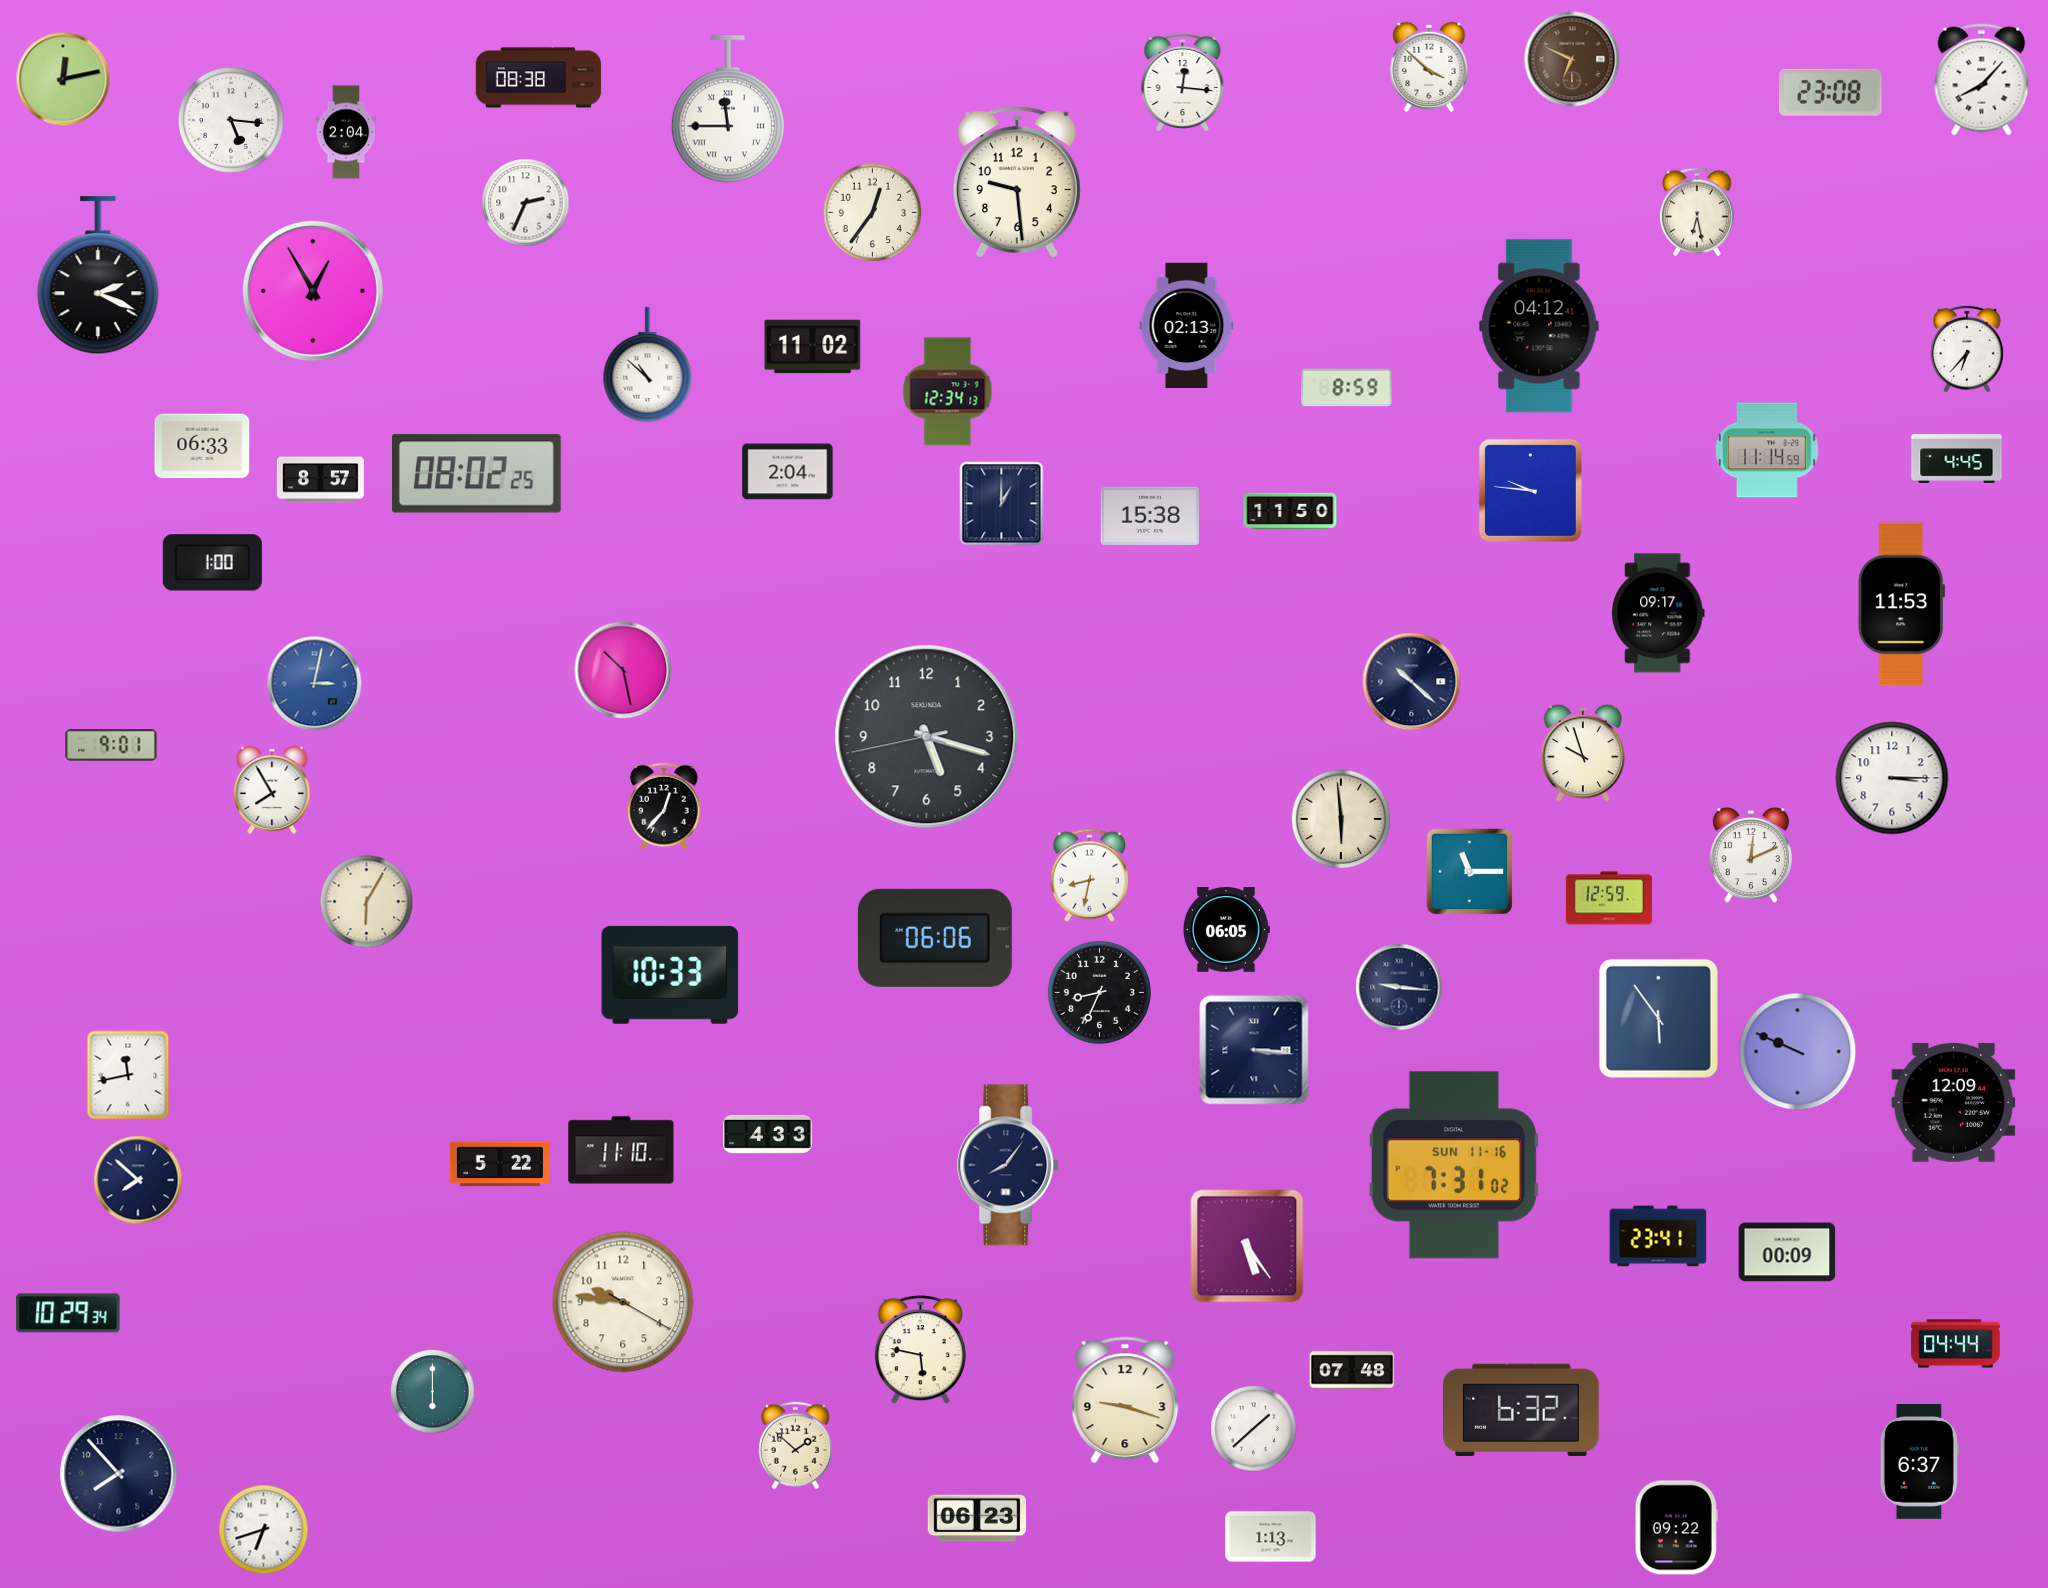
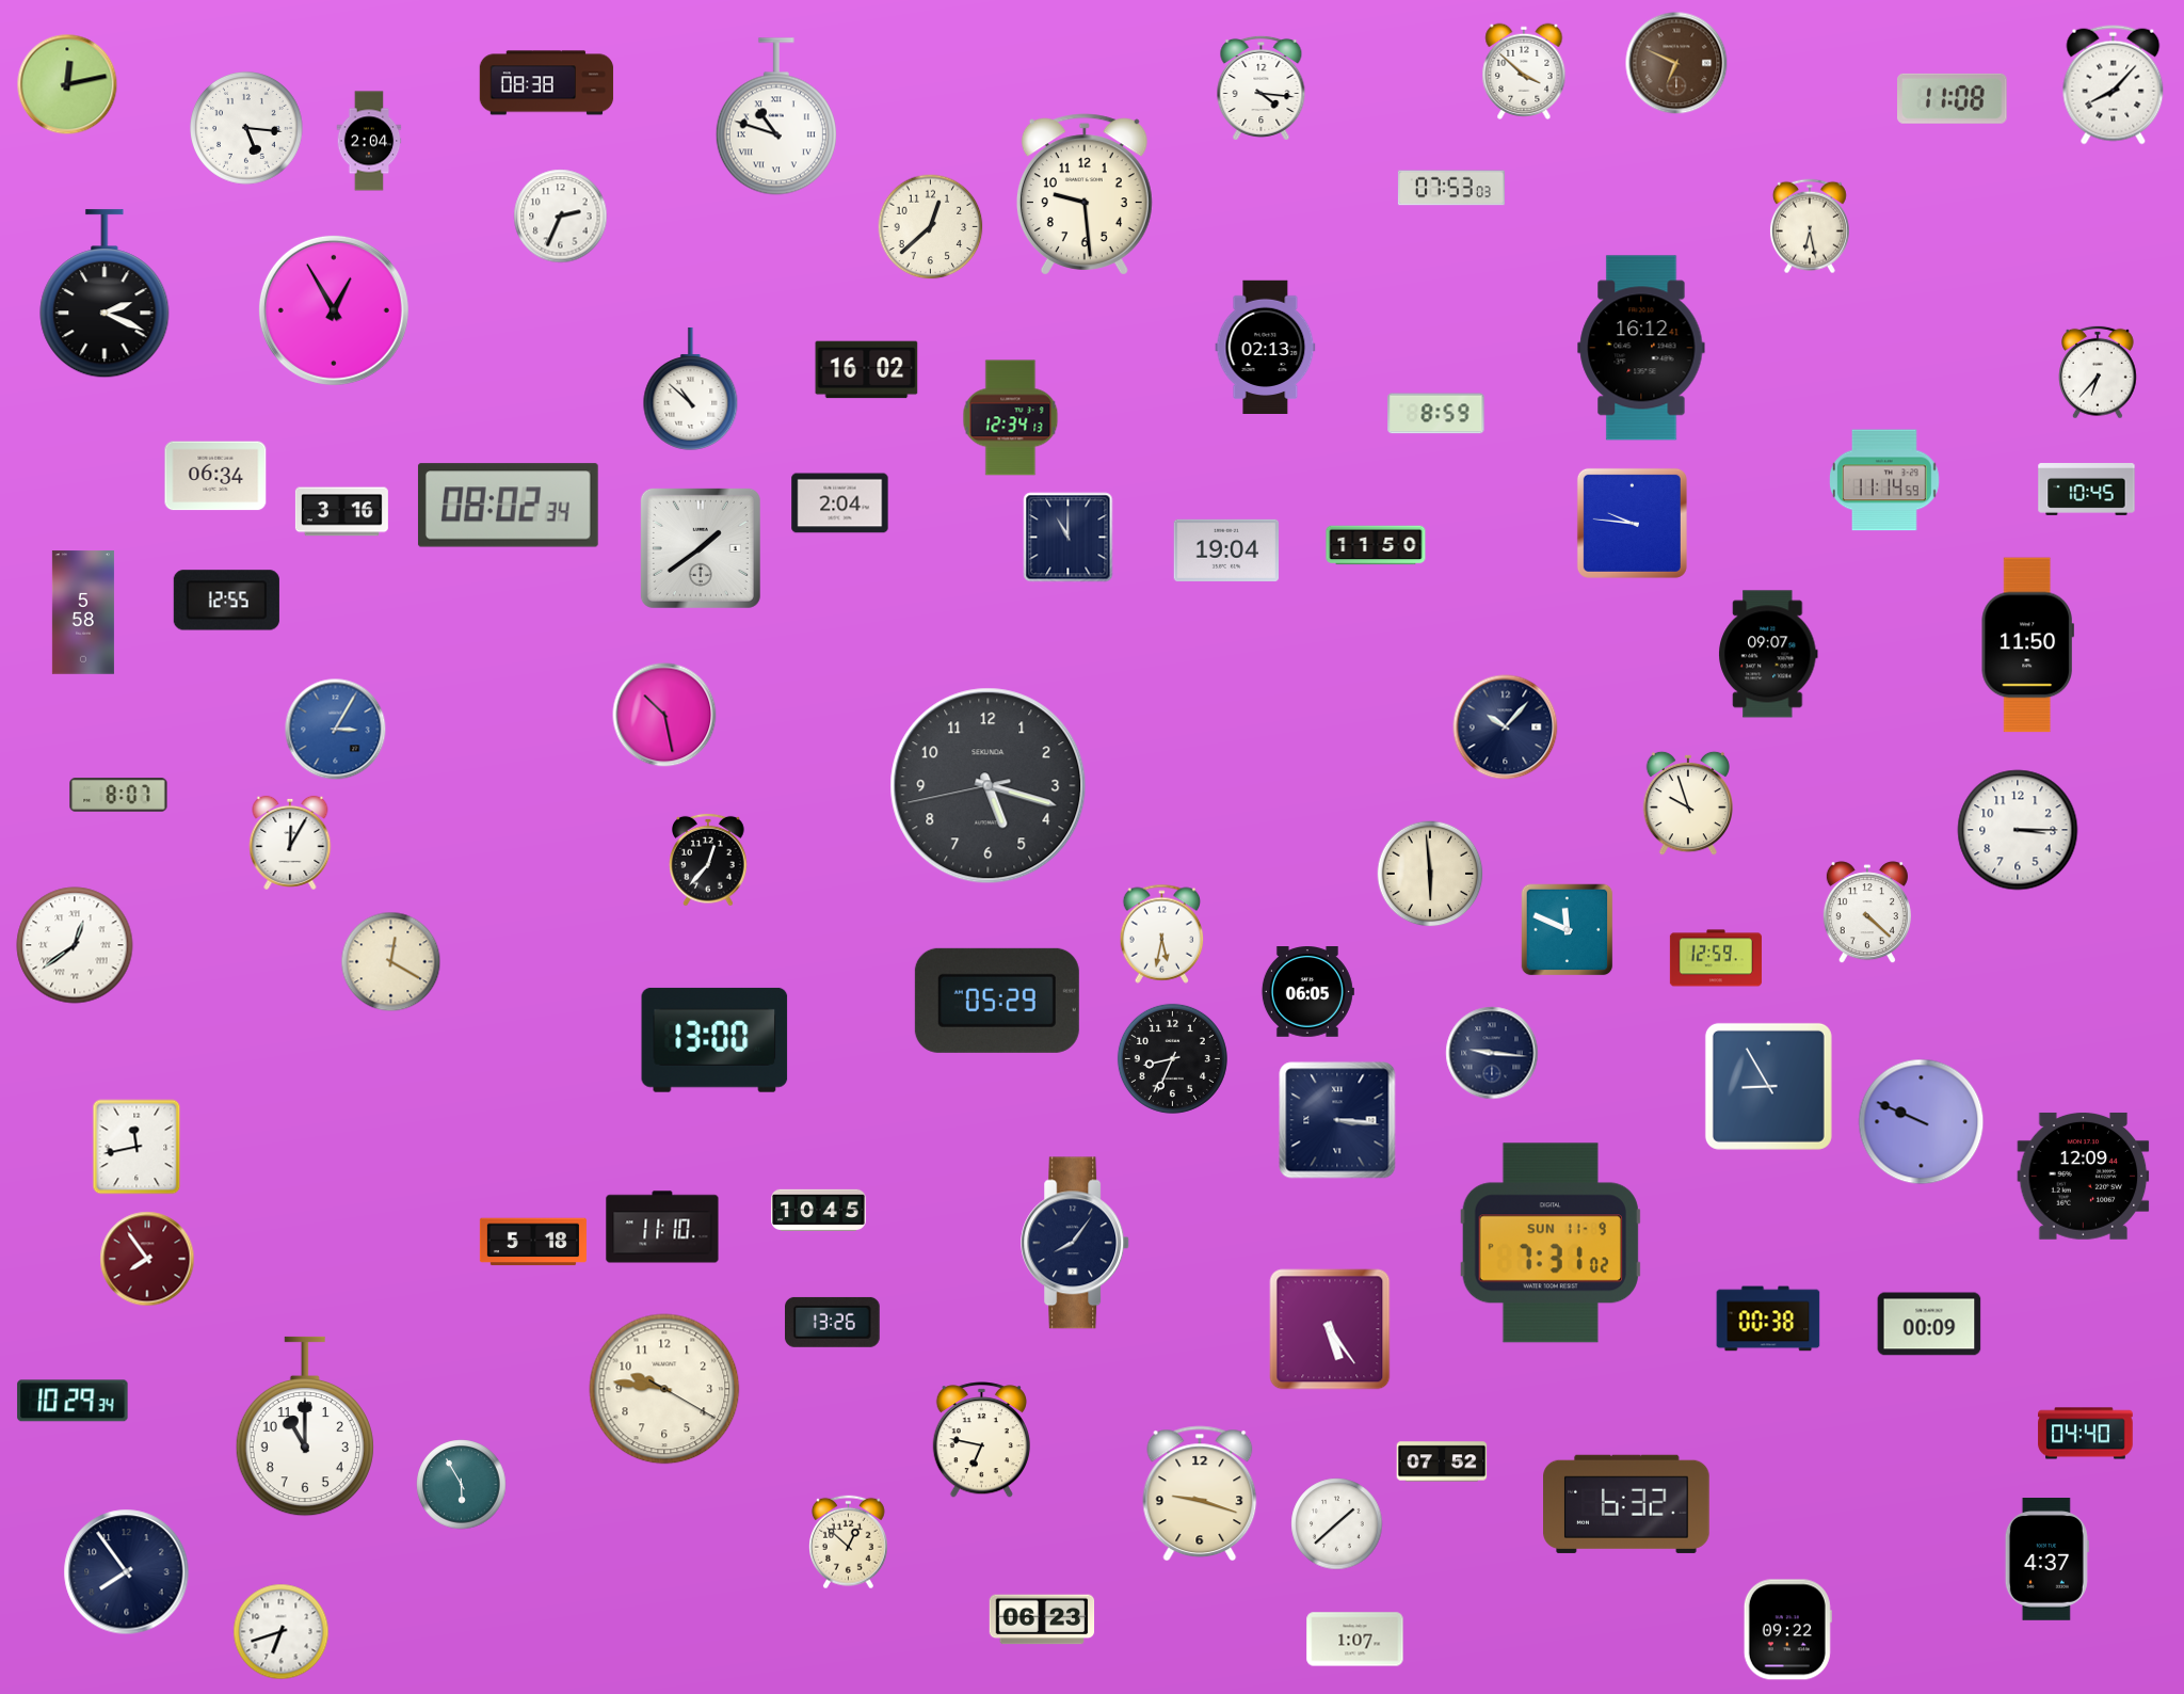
clock at (539, 78) position: (539, 78) -> (547, 83)
clock at (1183, 82): 12:16 -> 4:16
clock at (1831, 92): 23:08 -> 11:08
clock at (728, 109): 11:45 -> 10:48
clock at (1451, 188): none -> 07:53
clock at (873, 213): 12:36 -> 12:38
clock at (1539, 326): 04:12 -> 16:12
clock at (813, 347): 11:02 -> 16:02
clock at (202, 446): 06:33 -> 06:34
clock at (1957, 459): 4:45 -> 10:45
clock at (476, 474): 08:02:25 -> 08:02:34
clock at (320, 480): 8:57 -> 3:16
clock at (1002, 504): 1:00 -> 11:00
clock at (701, 548): none -> 1:39
clock at (1149, 516): 15:38 -> 19:04
clock at (212, 563): 1:00 -> 12:55
clock at (83, 612): none -> 5:58
clock at (1901, 605): 11:53 -> 11:50
clock at (1658, 613): 09:17 -> 09:07
clock at (1412, 682): 10:22 -> 10:07
clock at (315, 684): 3:02 -> 3:05
clock at (111, 745): 9:01 -> 8:07
clock at (272, 790): 7:55 -> 12:05
clock at (1751, 856): 12:11 -> 4:22
clock at (1470, 872): 11:15 -> 11:49
clock at (1090, 875): 8:32 -> 5:32
clock at (75, 945): none -> 12:39
clock at (367, 902): 6:05 -> 12:20
clock at (935, 938): 06:06 -> 05:29
clock at (670, 975): 10:33 -> 13:00
clock at (1658, 1018): 5:54 -> 8:55
clock at (1798, 1052) position: (1798, 1052) -> (1922, 1122)
clock at (768, 1134): 4:33 -> 10:45
clock at (500, 1164): 5:22 -> 5:18
clock at (1454, 1165) date: SUN 11-16 -> SUN 11-9
clock at (138, 1180): 7:52 -> 7:54
clock at (138, 1180) dial: navy -> burgundy
clock at (1658, 1236): 23:41 -> 00:38
clock at (833, 1322): none -> 13:26
clock at (1787, 1252) position: (1787, 1252) -> (1929, 1324)
clock at (305, 1426): none -> 11:00
clock at (1956, 1344): 04:44 -> 04:40
clock at (920, 1350): 5:47 -> 6:47
clock at (1352, 1370): 07:48 -> 07:52
clock at (433, 1392): 6:00 -> 5:55
clock at (1522, 1410) position: (1522, 1410) -> (1627, 1504)
clock at (795, 1446): 1:52 -> 12:52
clock at (1919, 1462): 6:37 -> 4:37
clock at (119, 1474): 7:53 -> 7:54
clock at (1271, 1537): 1:13 -> 1:07
